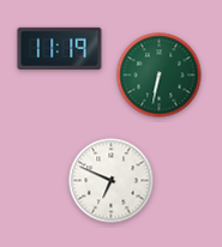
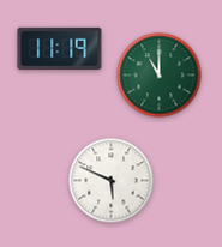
clock at (160, 76): 6:32 -> 11:00
clock at (112, 181): 6:49 -> 5:49
